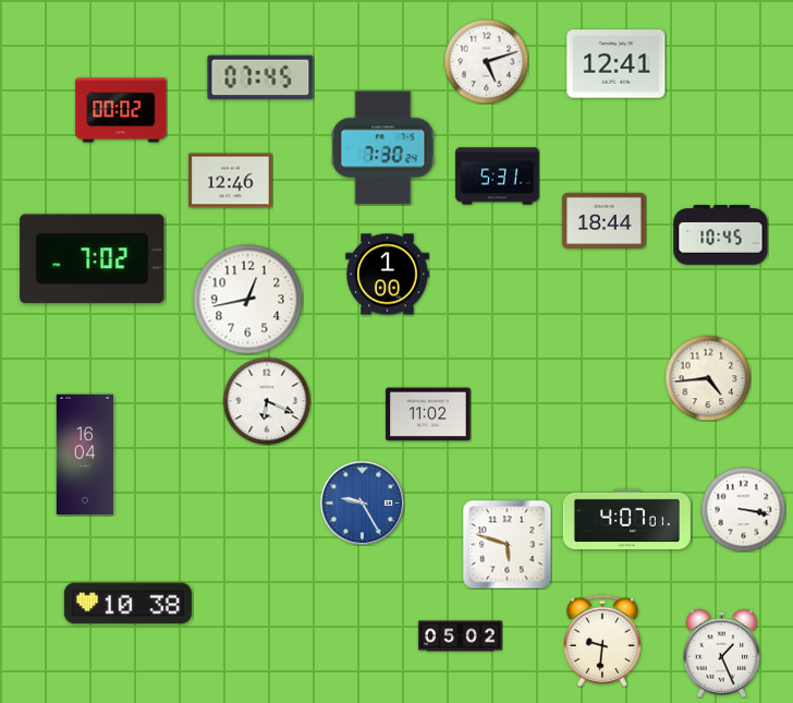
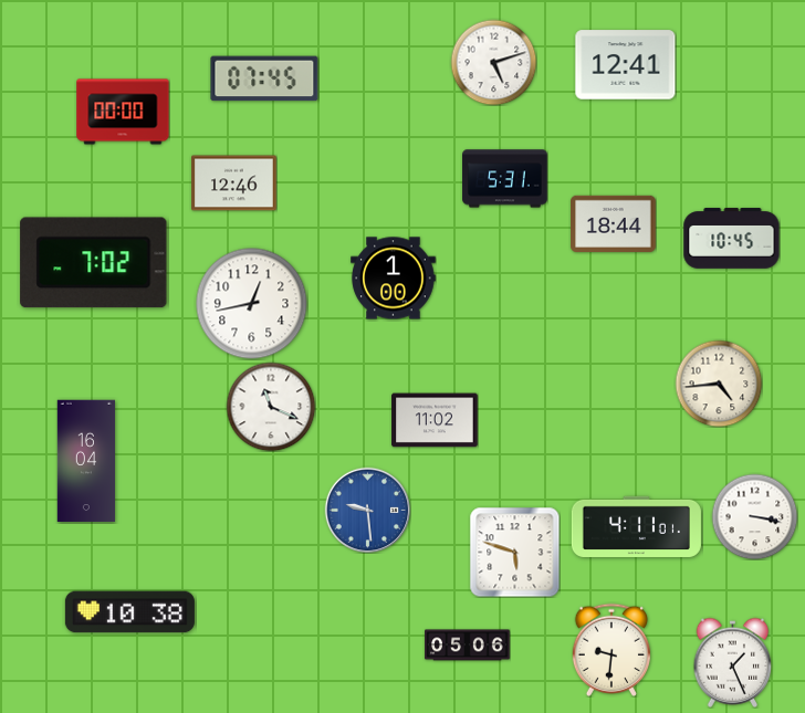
clock at (121, 110): 00:02 -> 00:00
clock at (383, 148): 7:30 -> none
clock at (267, 401): 6:19 -> 11:19
clock at (362, 502): 9:25 -> 9:29
clock at (626, 519): 4:07 -> 4:11
clock at (461, 637): 05:02 -> 05:06
